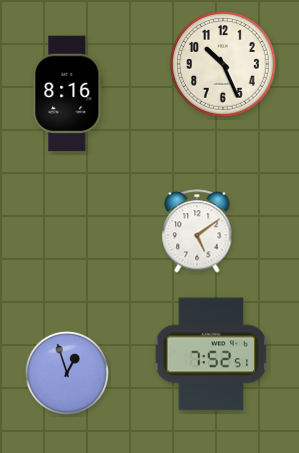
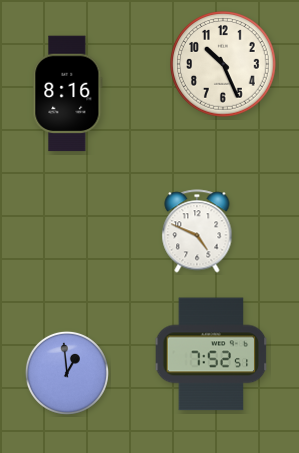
clock at (197, 231): 5:09 -> 4:49
clock at (67, 373): 12:57 -> 12:59
